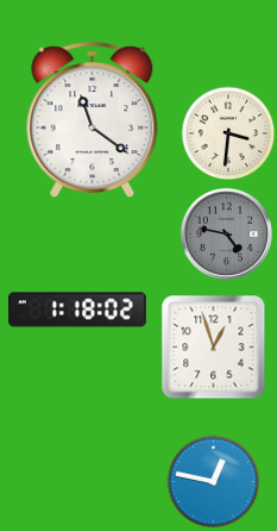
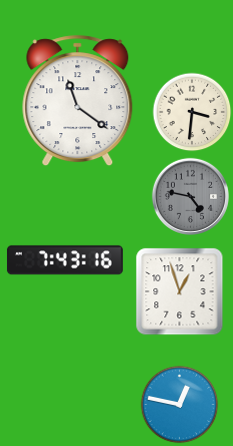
clock at (77, 310): 1:18 -> 7:43
